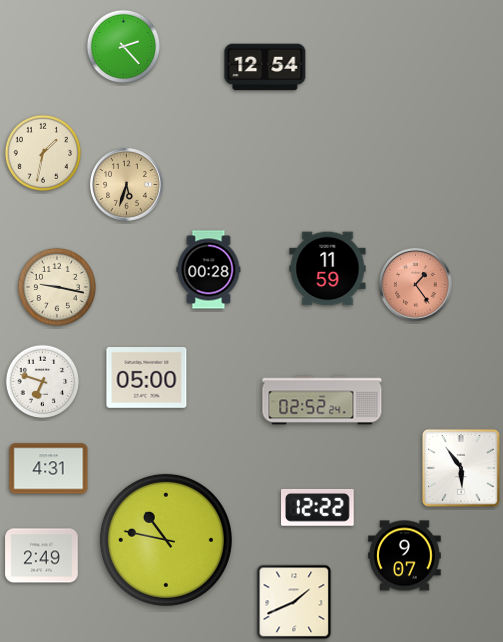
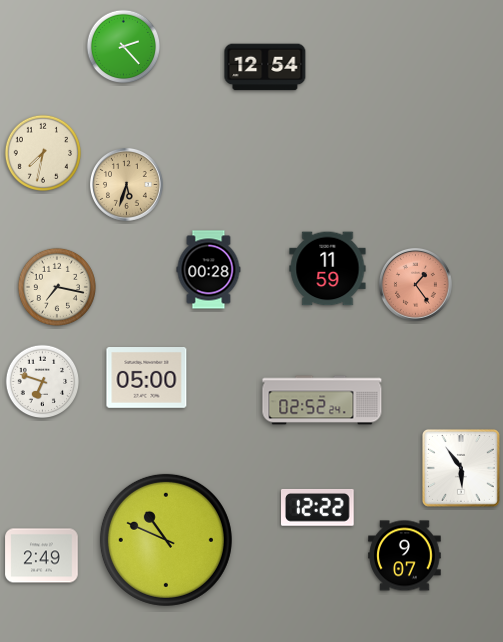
clock at (42, 152): 1:32 -> 7:32
clock at (57, 287): 9:17 -> 7:17
clock at (49, 469): 4:31 -> none
clock at (166, 540): 10:47 -> 10:49
clock at (294, 602): 1:41 -> none
